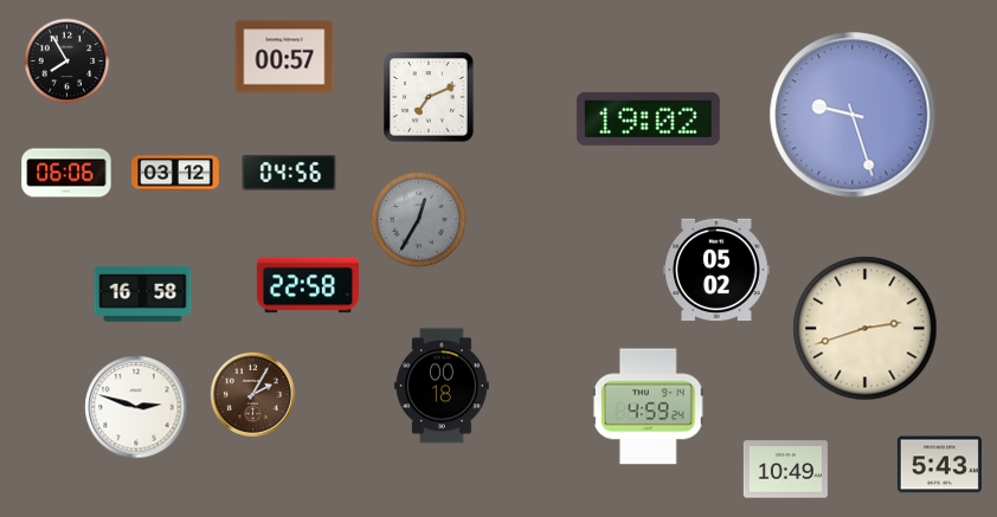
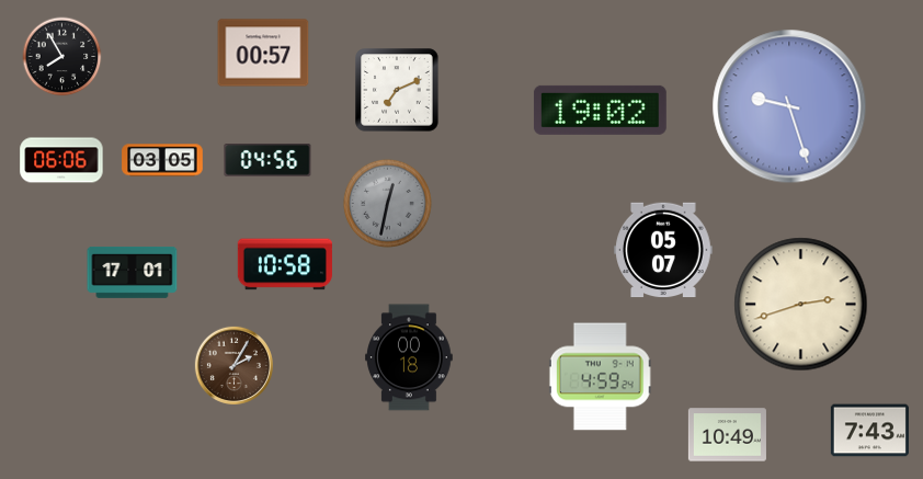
clock at (175, 173): 03:12 -> 03:05
clock at (418, 219): 12:35 -> 12:32
clock at (716, 270): 05:02 -> 05:07
clock at (308, 285): 22:58 -> 10:58
clock at (143, 295): 16:58 -> 17:01
clock at (136, 407): 2:48 -> none
clock at (939, 465): 5:43 -> 7:43
